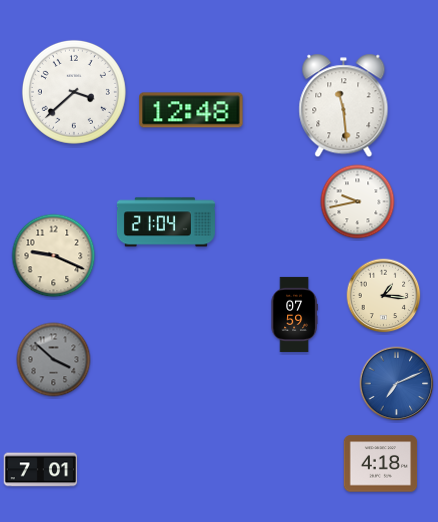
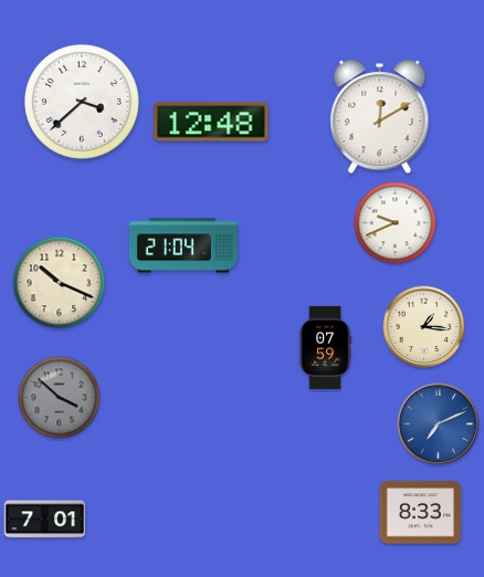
clock at (344, 106): 11:29 -> 12:10
clock at (358, 202): 9:43 -> 9:41
clock at (54, 256): 9:19 -> 10:19
clock at (381, 464): 4:18 -> 8:33
